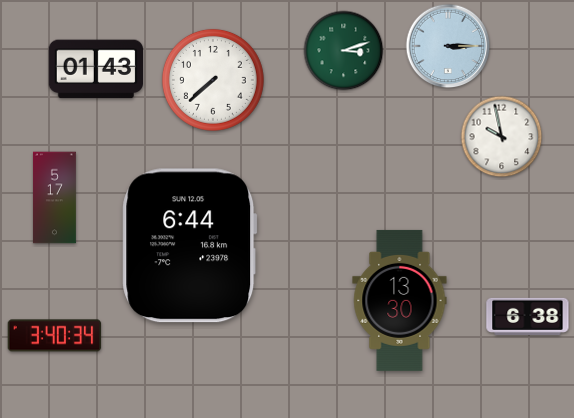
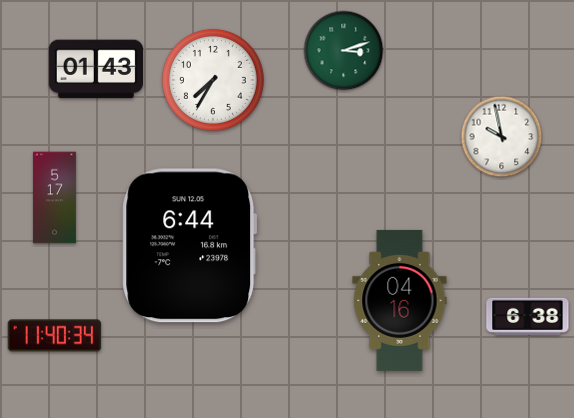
clock at (448, 46): 3:15 -> none
clock at (213, 80): 7:38 -> 7:35
clock at (400, 300): 13:30 -> 04:16
clock at (55, 336): 3:40 -> 11:40
